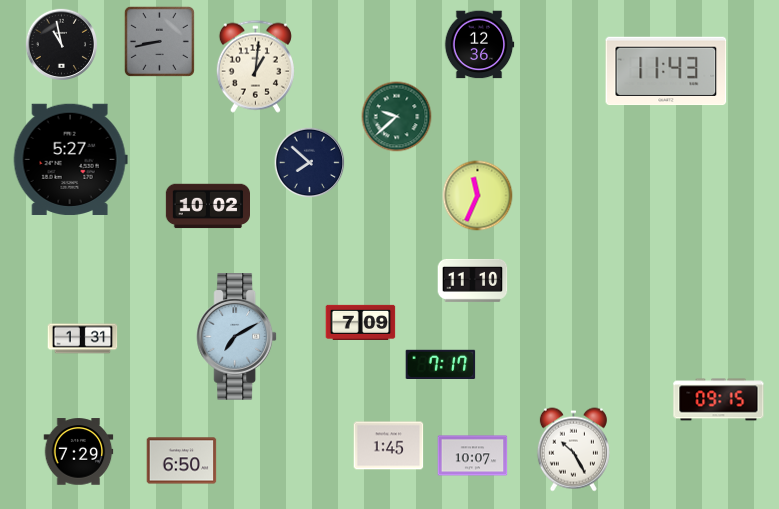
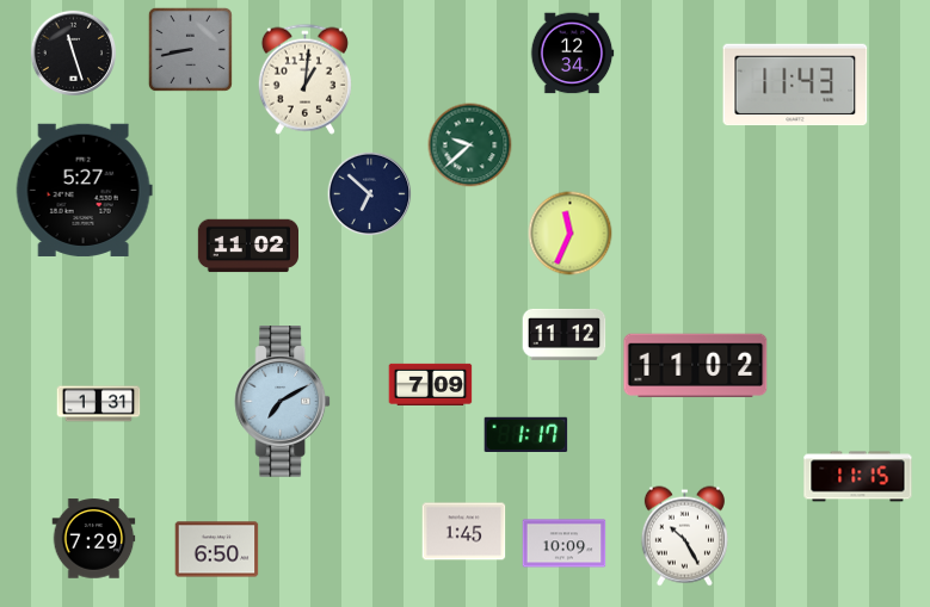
clock at (61, 44): 10:58 -> 11:27
clock at (479, 45): 12:36 -> 12:34
clock at (397, 117) position: (397, 117) -> (470, 145)
clock at (310, 163): 7:52 -> 6:52
clock at (207, 206): 10:02 -> 11:02
clock at (473, 280): 11:10 -> 11:12
clock at (696, 366): none -> 11:02
clock at (441, 364): 7:17 -> 1:17
clock at (719, 400): 09:15 -> 11:15
clock at (473, 456): 10:07 -> 10:09
